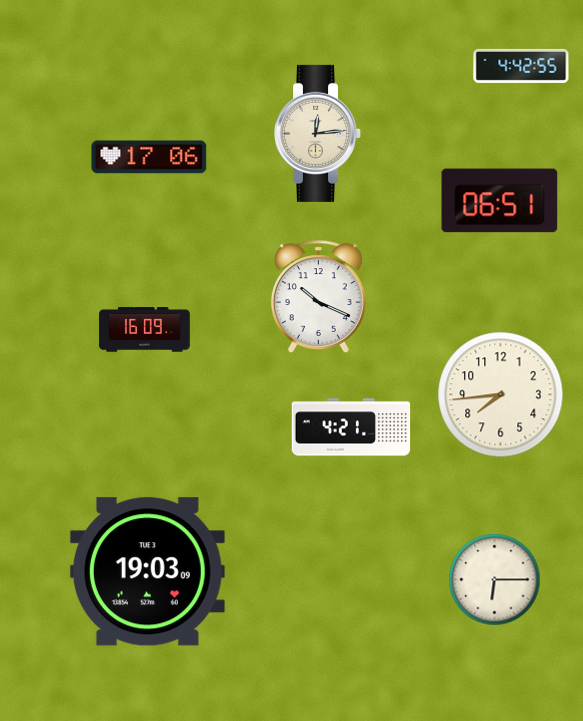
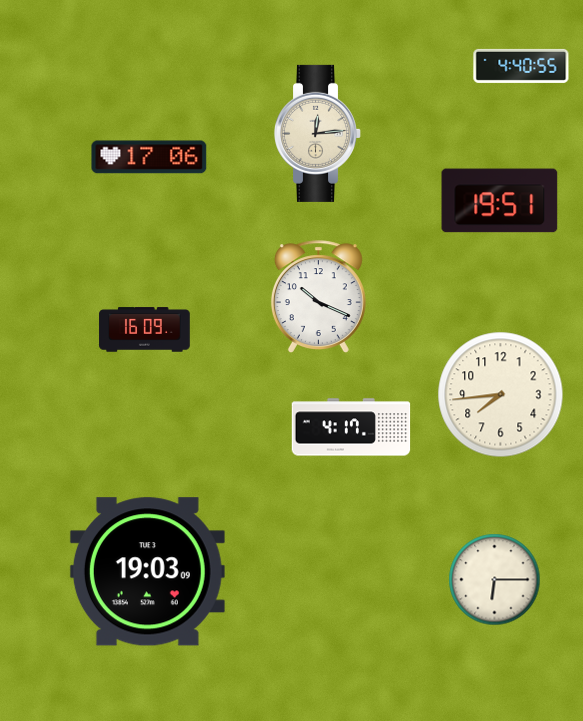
clock at (521, 66): 4:42 -> 4:40
clock at (500, 201): 06:51 -> 19:51
clock at (351, 427): 4:21 -> 4:17
